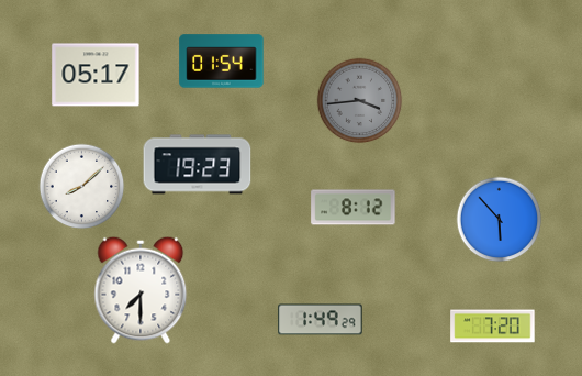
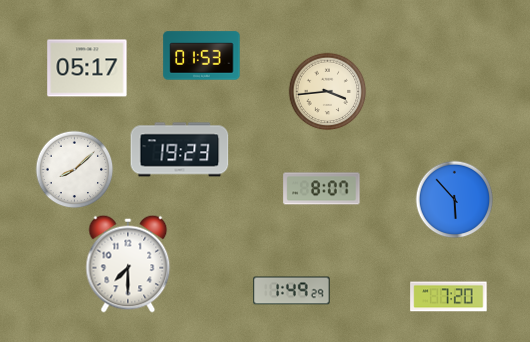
clock at (222, 62): 01:54 -> 01:53
clock at (359, 100) dial: grey -> cream
clock at (354, 208): 8:12 -> 8:07
